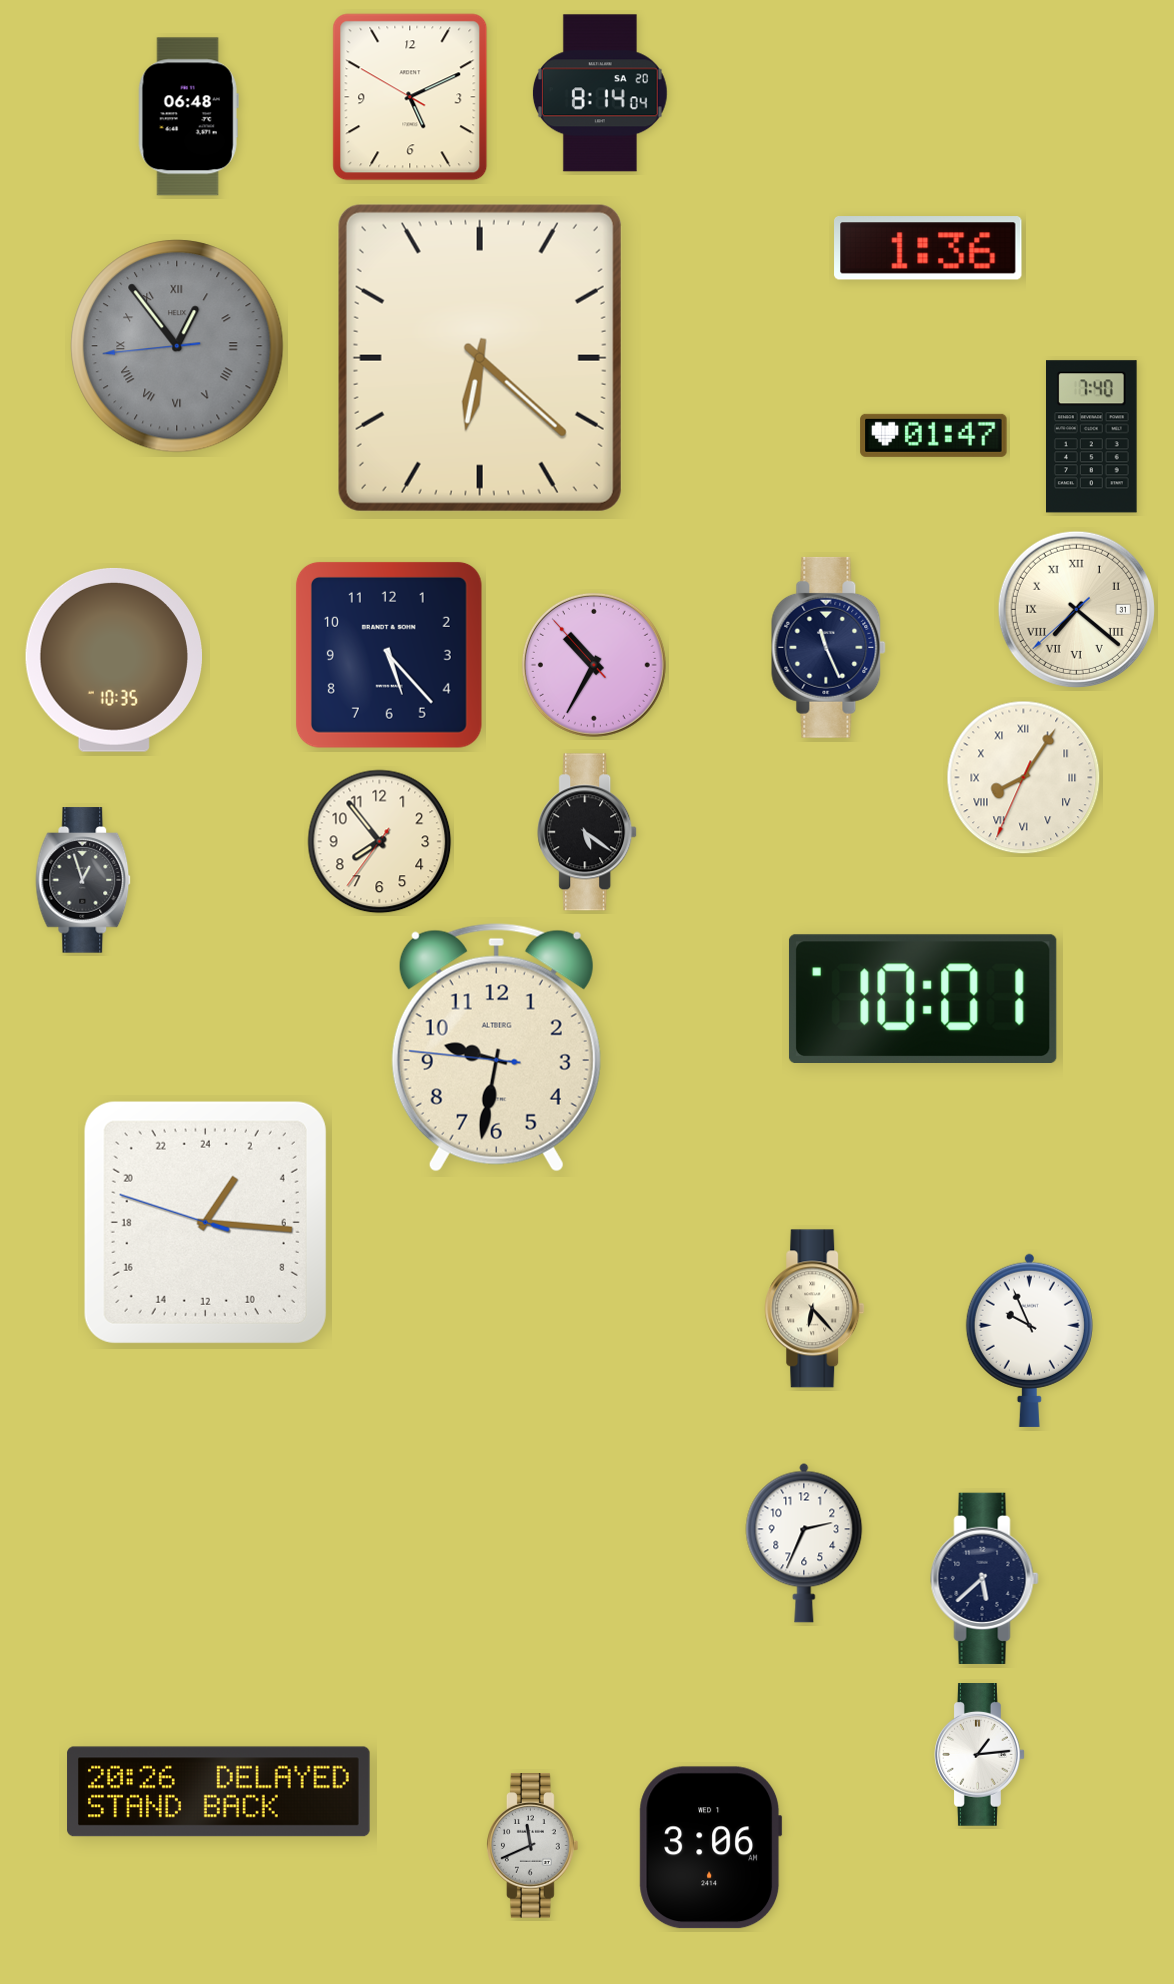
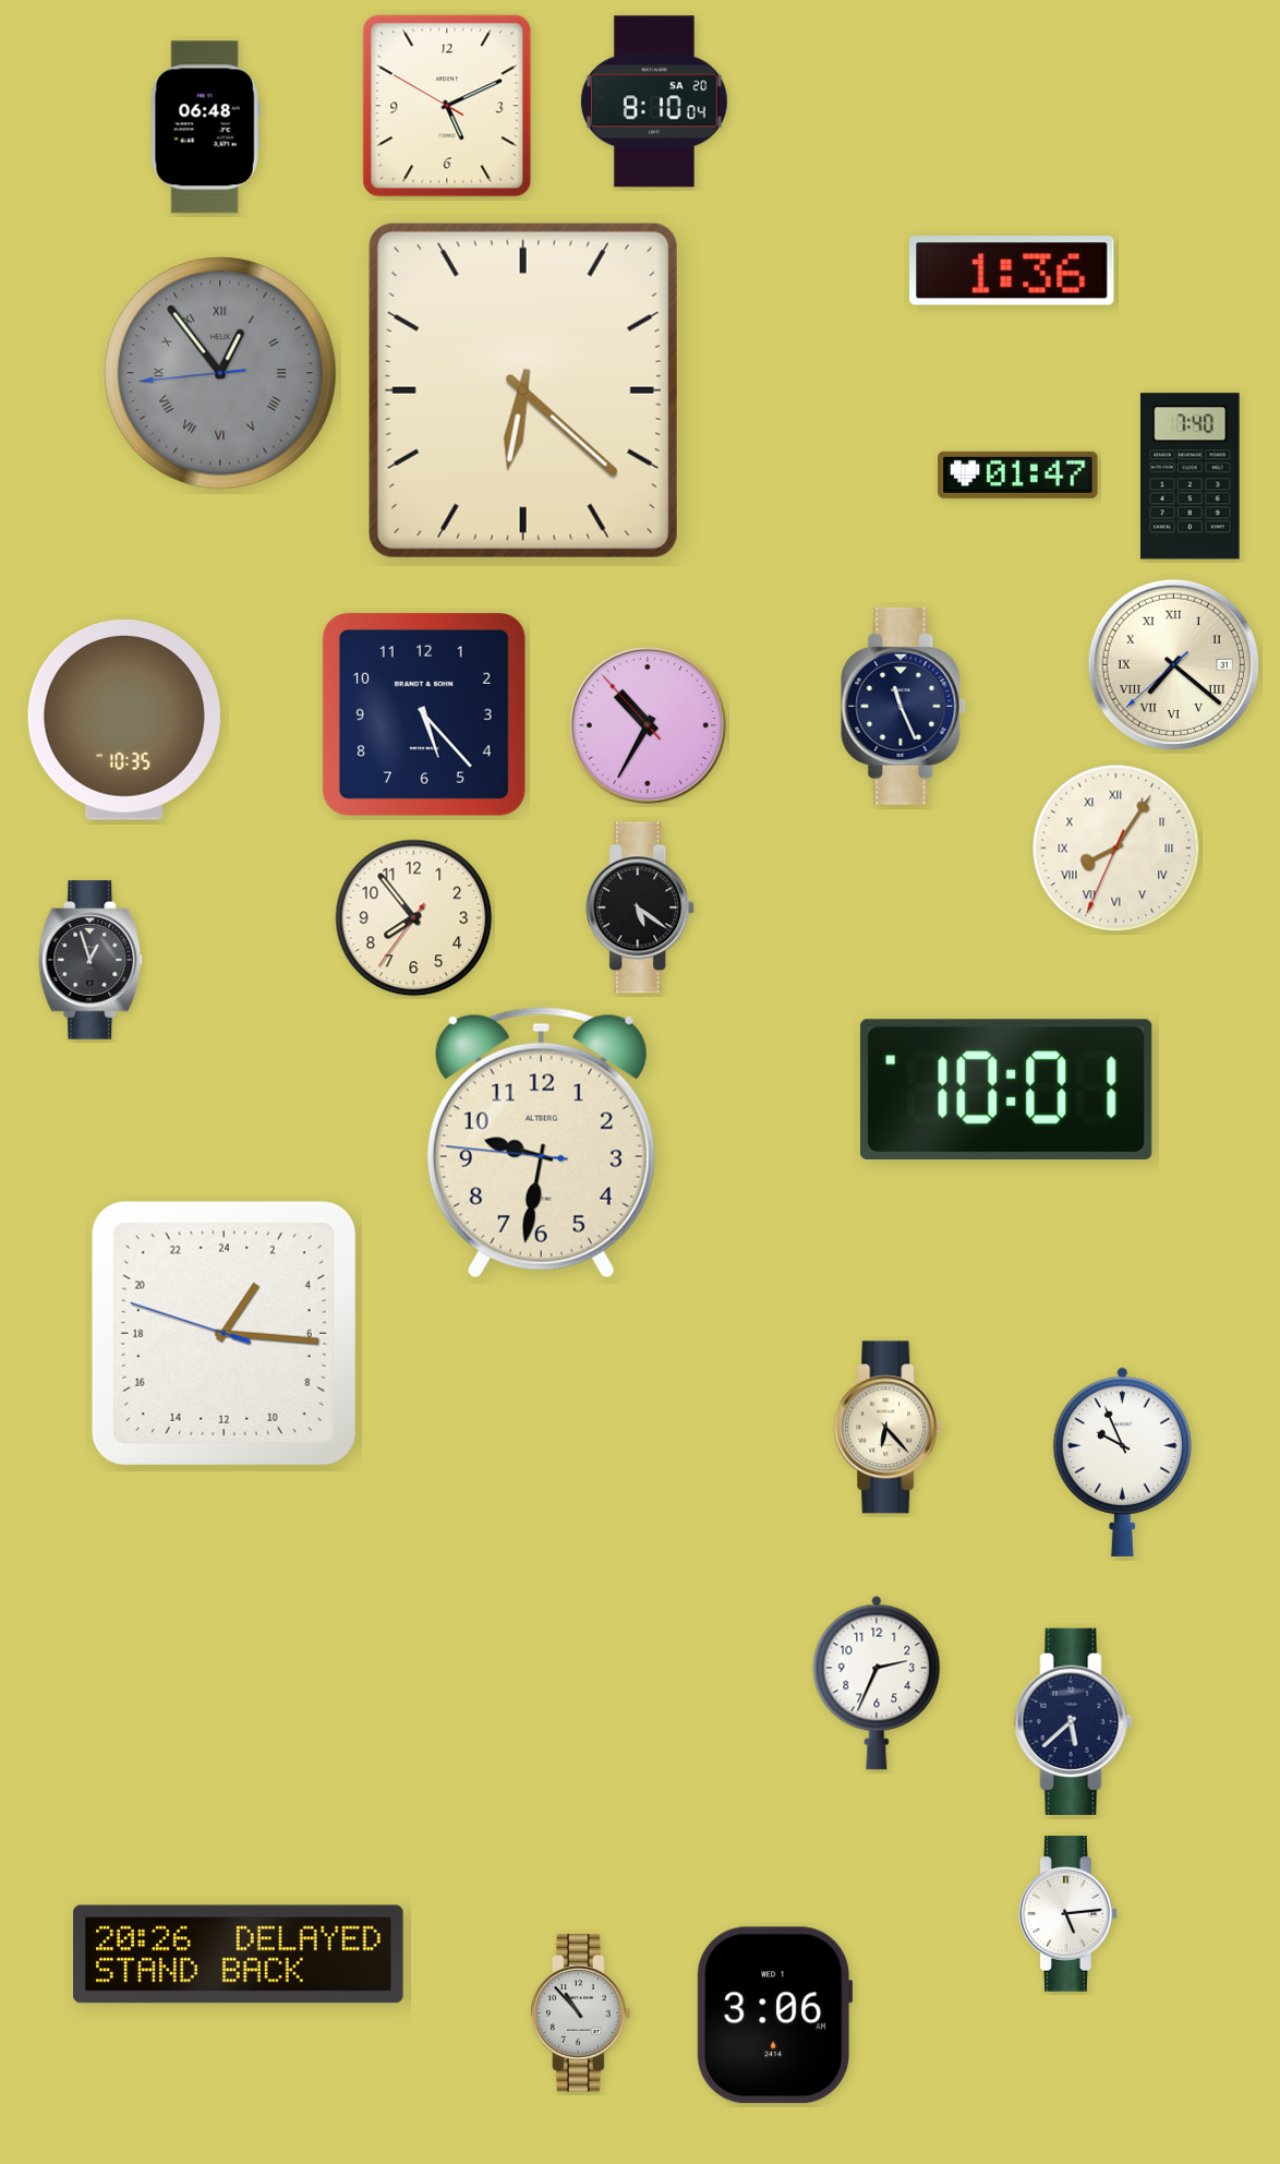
clock at (600, 93): 8:14 -> 8:10
clock at (177, 346) position: (177, 346) -> (220, 373)
clock at (980, 1755): 1:14 -> 5:14
clock at (533, 1846): 11:41 -> 10:53
